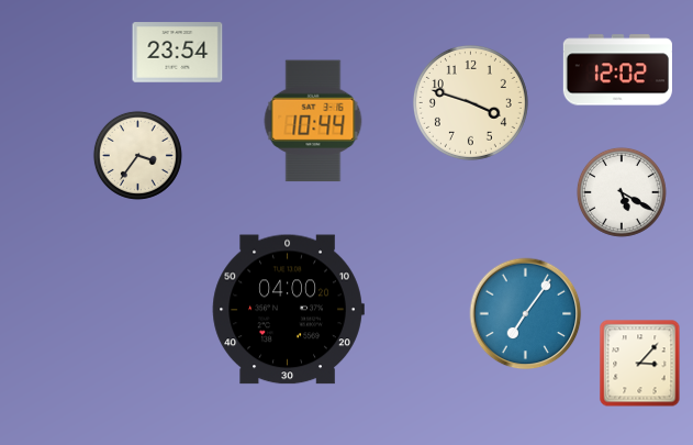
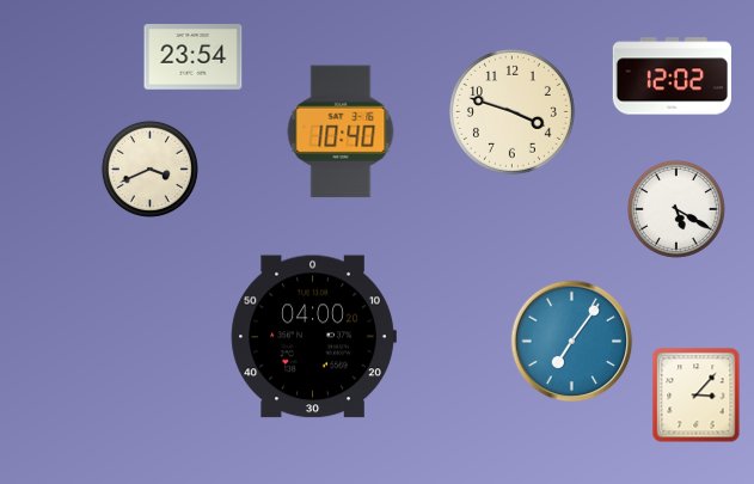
clock at (313, 121): 10:44 -> 10:40
clock at (137, 155): 3:36 -> 3:41
